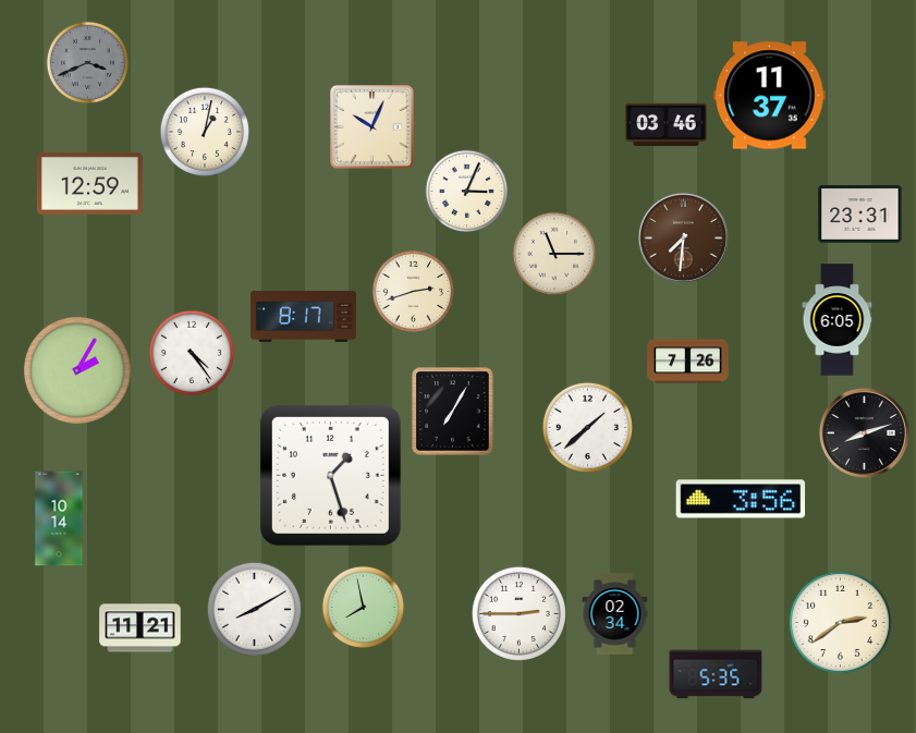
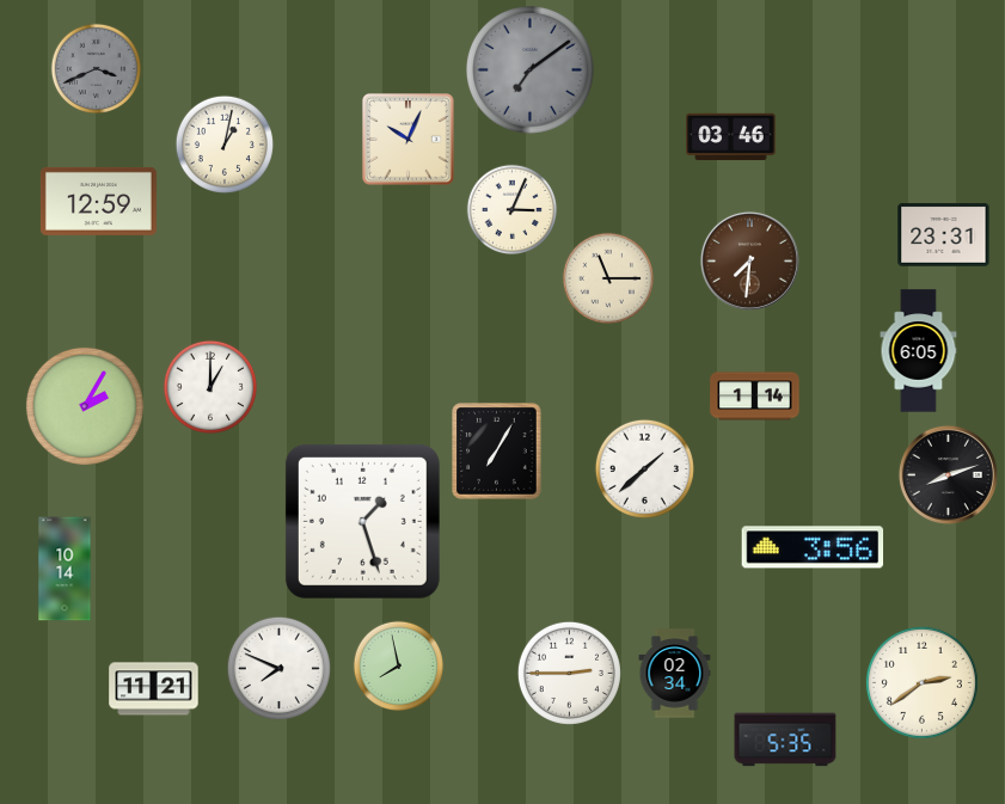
clock at (529, 69): none -> 7:09
clock at (770, 96): 11:37 -> none
clock at (414, 292): 2:42 -> none
clock at (303, 316): 8:17 -> none
clock at (191, 352): 4:24 -> 1:00
clock at (688, 362): 7:26 -> 1:14
clock at (254, 609): 8:10 -> 7:49
